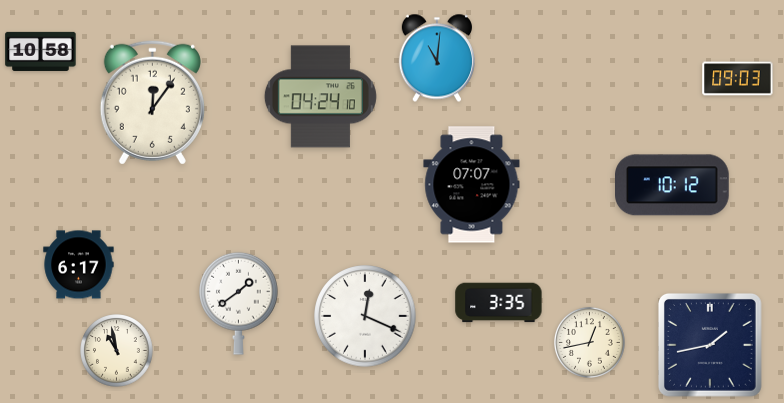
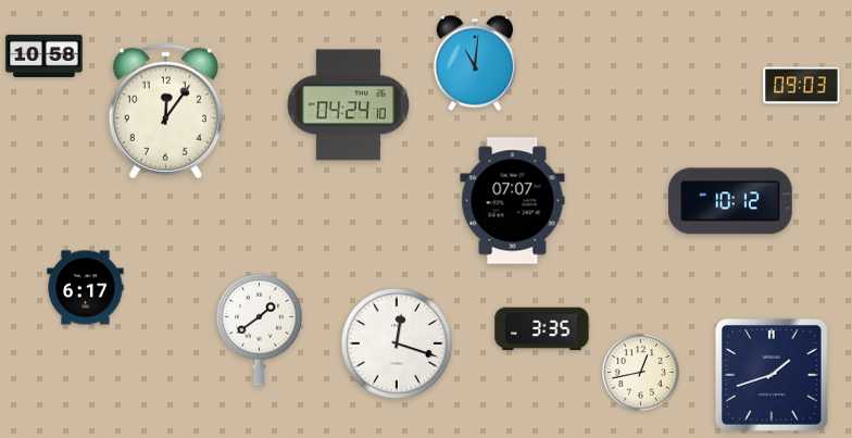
clock at (365, 316): 12:19 -> 12:18
clock at (710, 345): 1:43 -> 1:42
clock at (117, 351): 10:58 -> none
